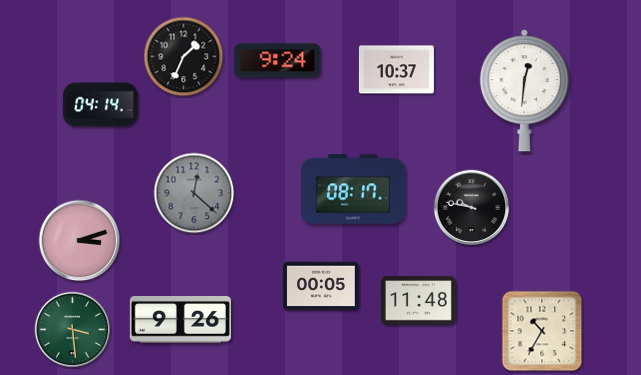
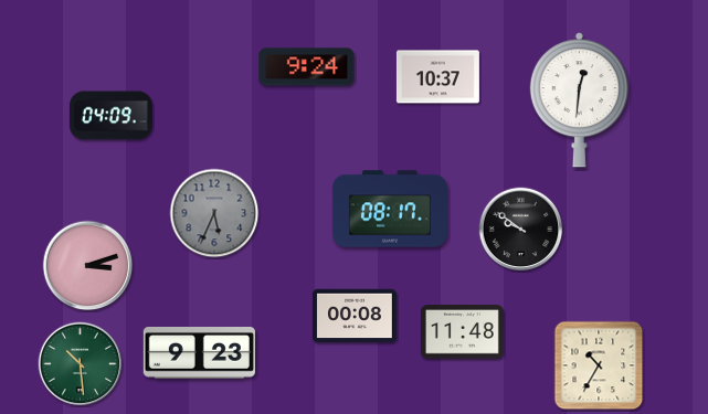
clock at (184, 57): 1:34 -> none
clock at (100, 105): 04:14 -> 04:09
clock at (194, 193): 12:22 -> 5:34
clock at (472, 208): 9:47 -> 9:51
clock at (321, 286): 00:05 -> 00:08
clock at (180, 320): 9:26 -> 9:23
clock at (73, 330): 3:29 -> 10:29
